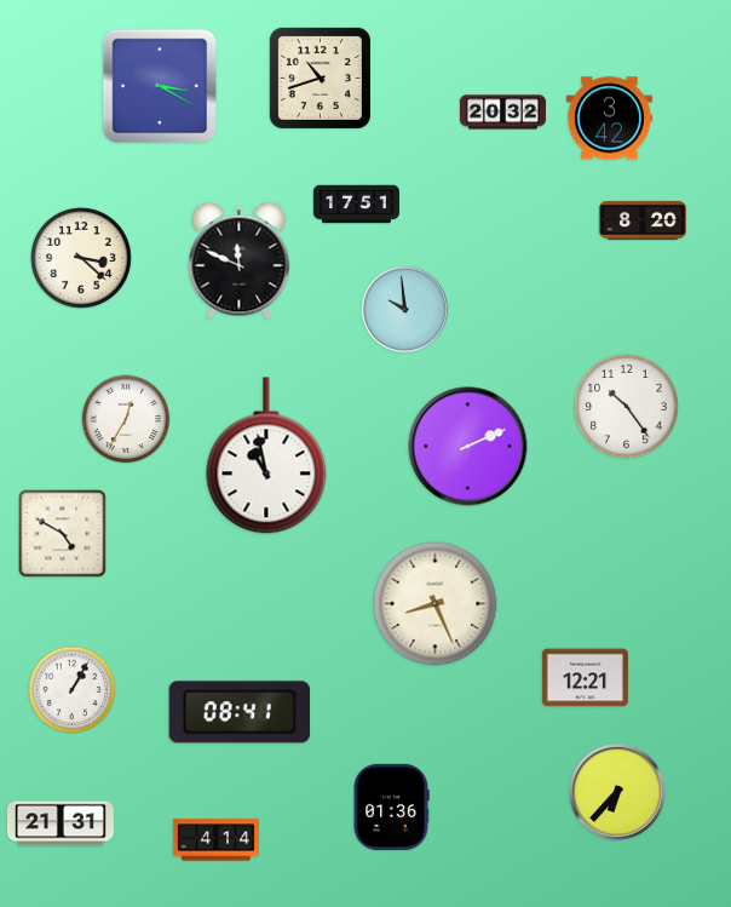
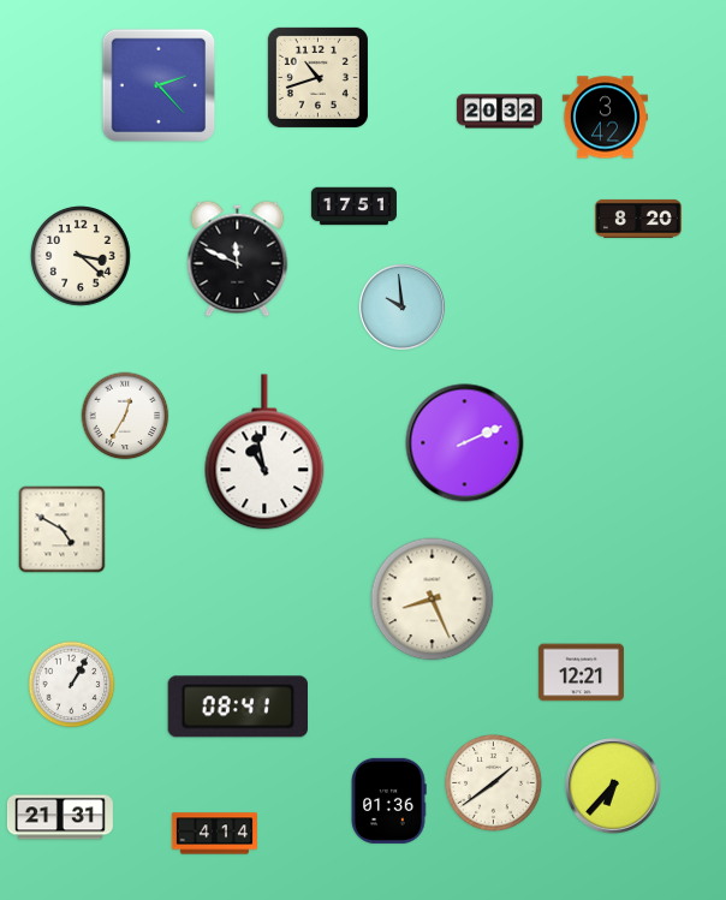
clock at (160, 86): 3:20 -> 2:23
clock at (356, 205) position: (356, 205) -> (353, 207)
clock at (627, 407): 10:24 -> none
clock at (493, 782): none -> 1:39
